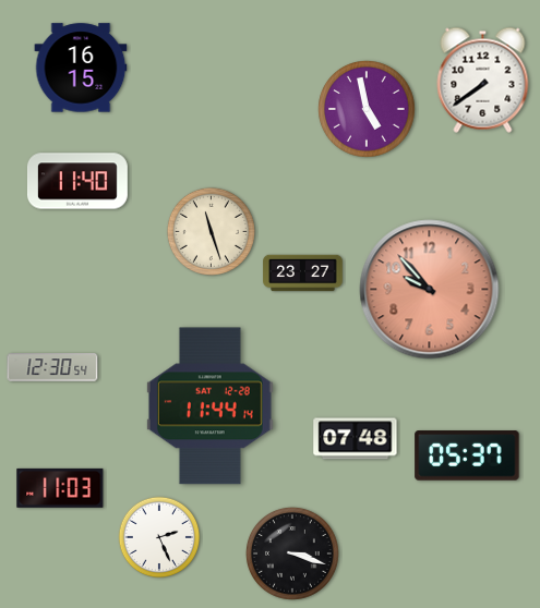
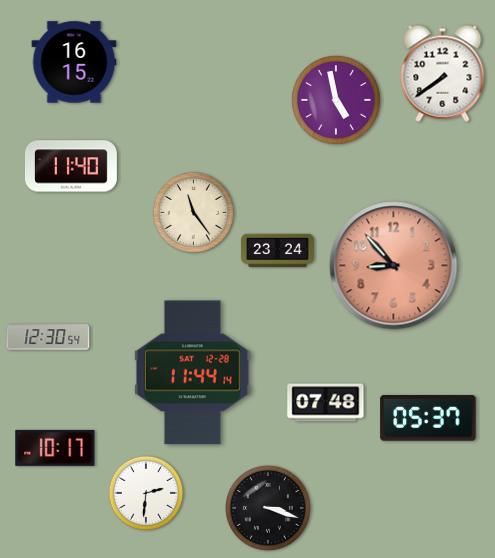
clock at (211, 231): 11:27 -> 11:24
clock at (303, 273): 23:27 -> 23:24
clock at (430, 290): 9:53 -> 8:53
clock at (60, 488): 11:03 -> 10:17
clock at (159, 537): 2:26 -> 2:31
